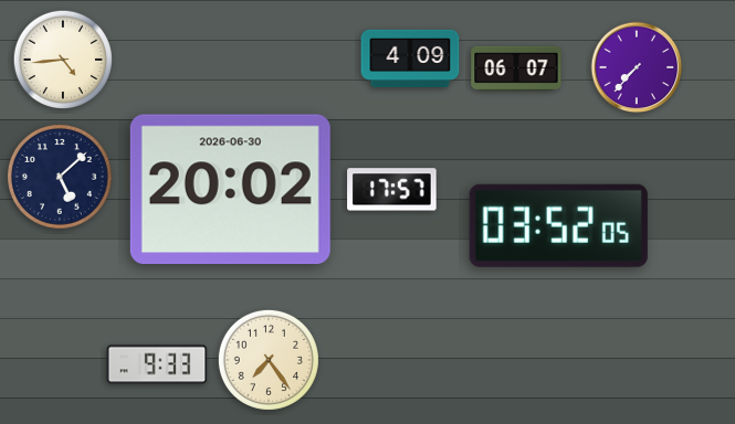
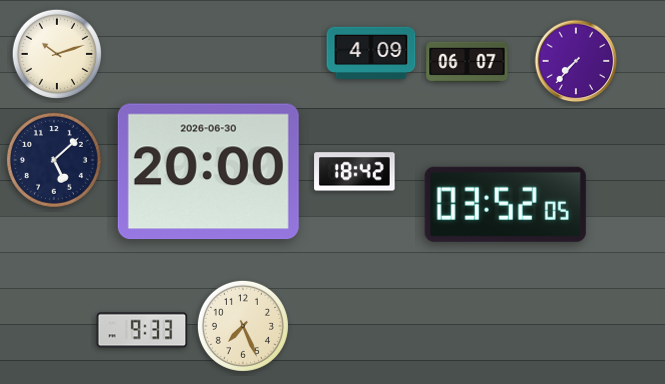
clock at (62, 59): 4:44 -> 10:12
clock at (230, 190): 20:02 -> 20:00
clock at (392, 190): 17:57 -> 18:42
clock at (269, 360): 7:24 -> 7:26
